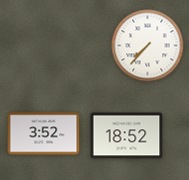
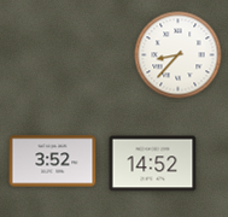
clock at (148, 46): 7:37 -> 8:37
clock at (127, 136): 18:52 -> 14:52
